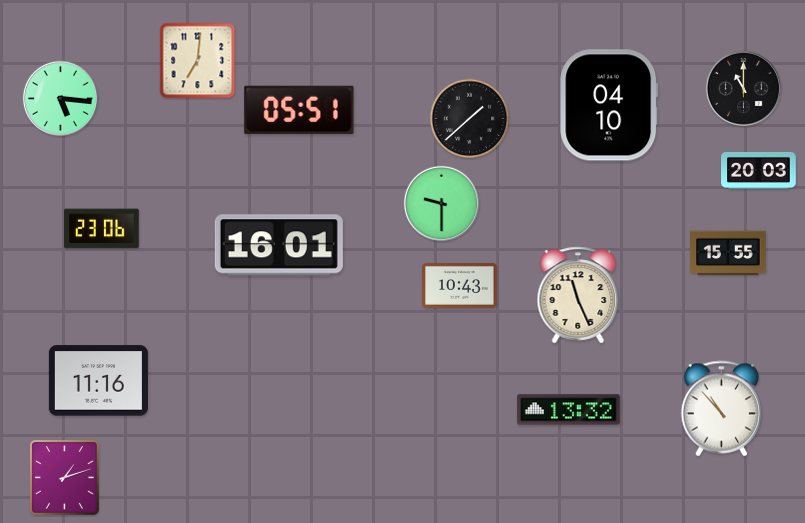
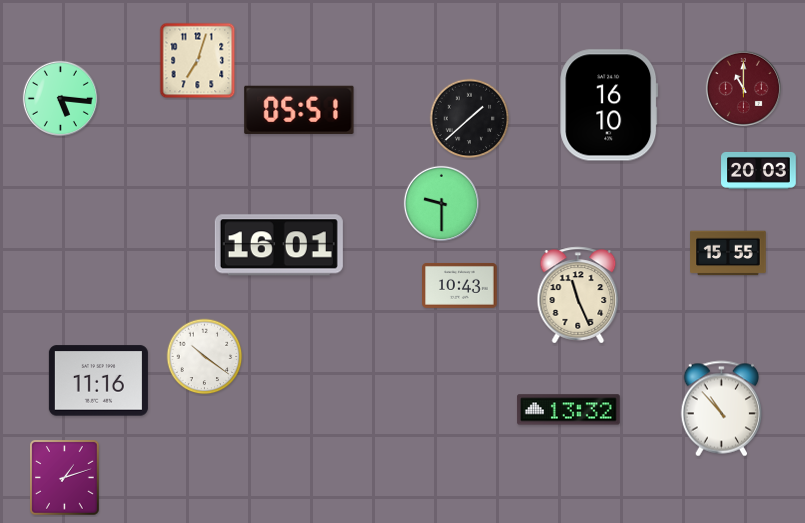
clock at (198, 61): 7:01 -> 7:03
clock at (743, 88) dial: black -> burgundy
clock at (609, 105): 04:10 -> 16:10
clock at (102, 229): 23:06 -> none
clock at (205, 357): none -> 10:21
